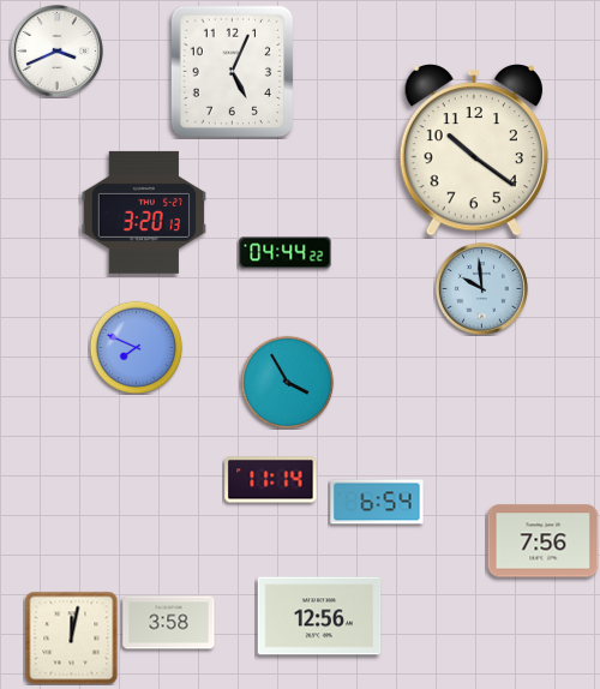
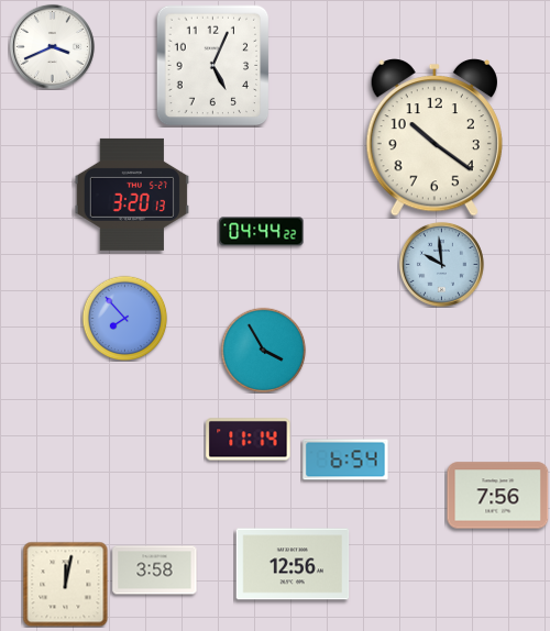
clock at (136, 347): 7:49 -> 7:53
